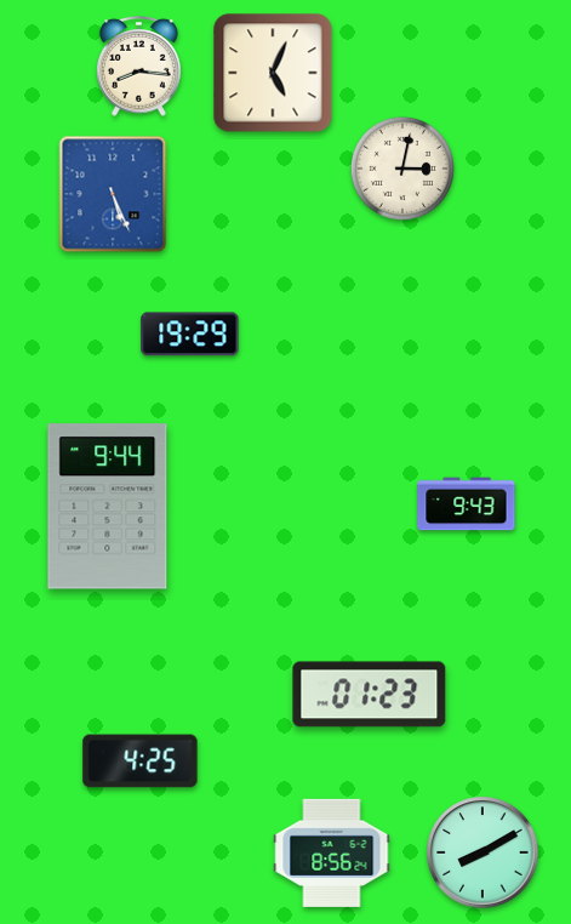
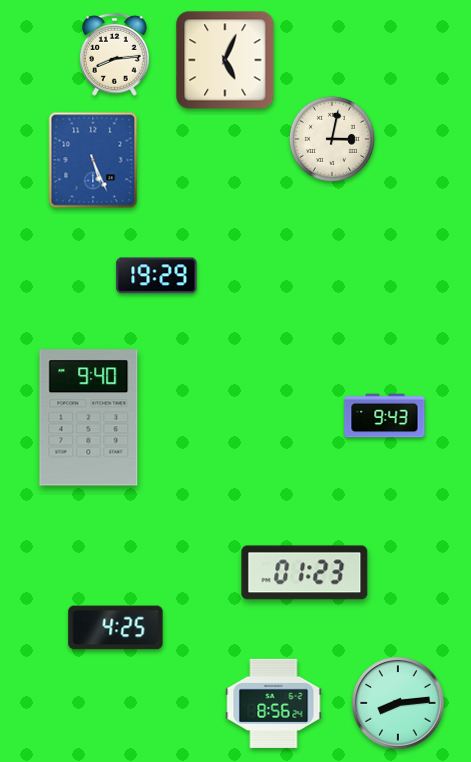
clock at (139, 67): 8:16 -> 8:14
clock at (108, 507): 9:44 -> 9:40
clock at (483, 852): 8:10 -> 8:14
